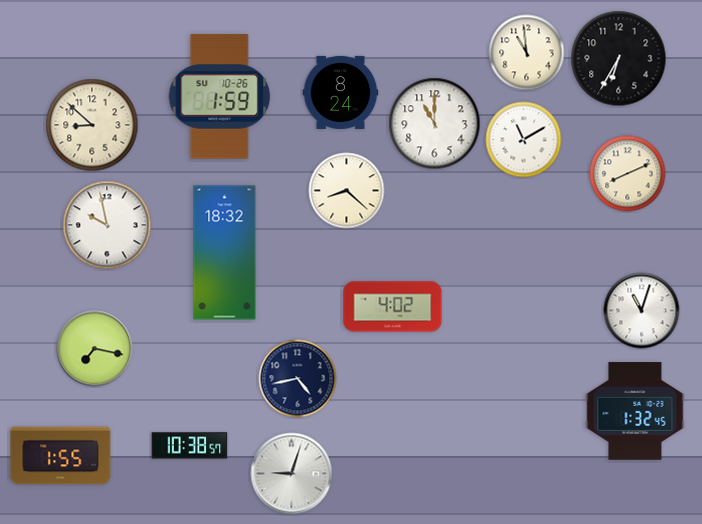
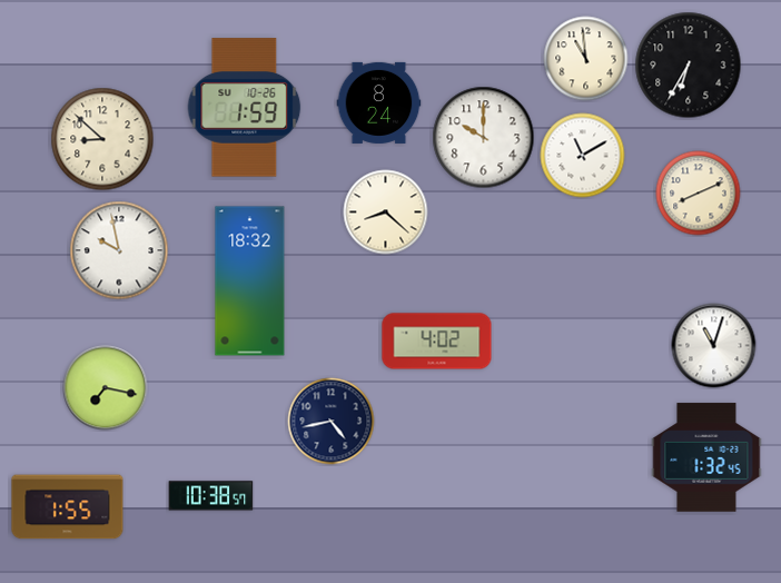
clock at (435, 124): 11:00 -> 10:00
clock at (292, 474): 9:03 -> none
